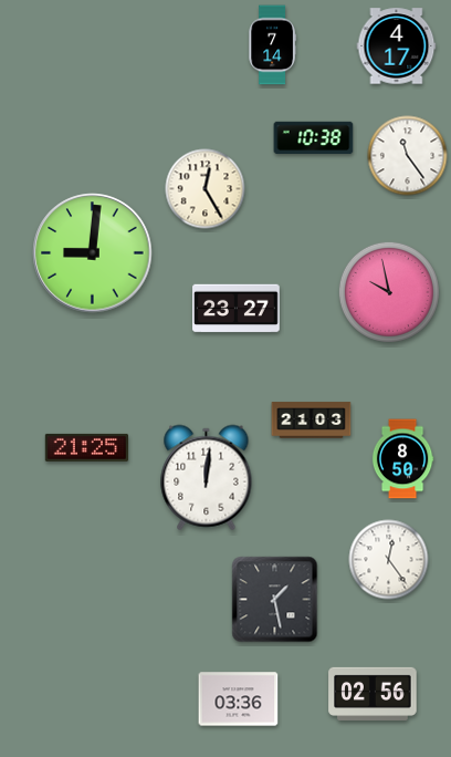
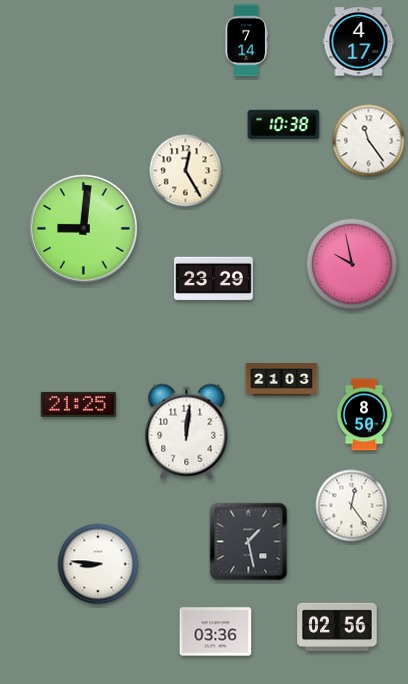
clock at (237, 309): 23:27 -> 23:29
clock at (98, 564): none -> 8:46
